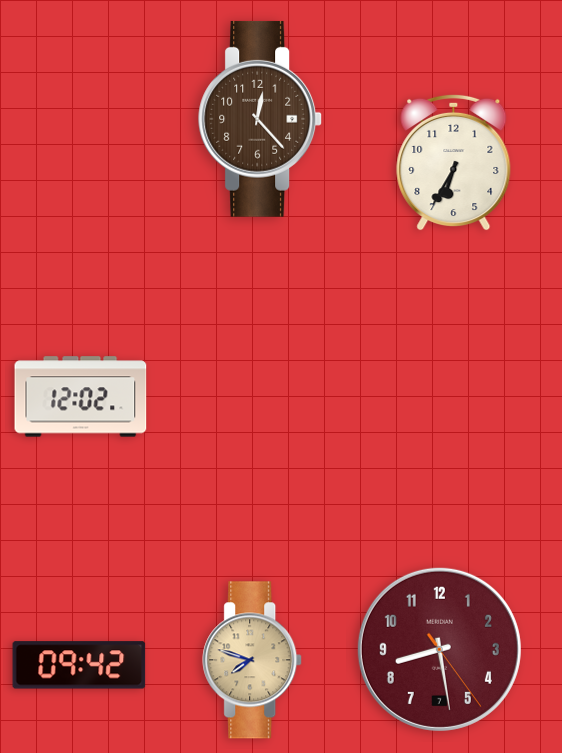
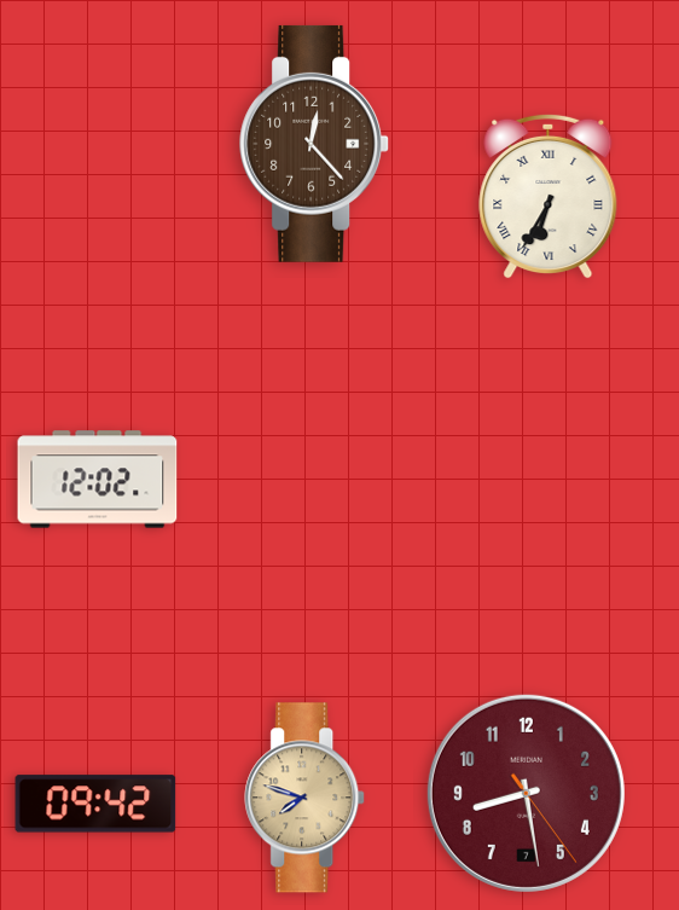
clock at (454, 162) numerals: Arabic -> Roman
clock at (439, 649) position: (439, 649) -> (526, 793)
